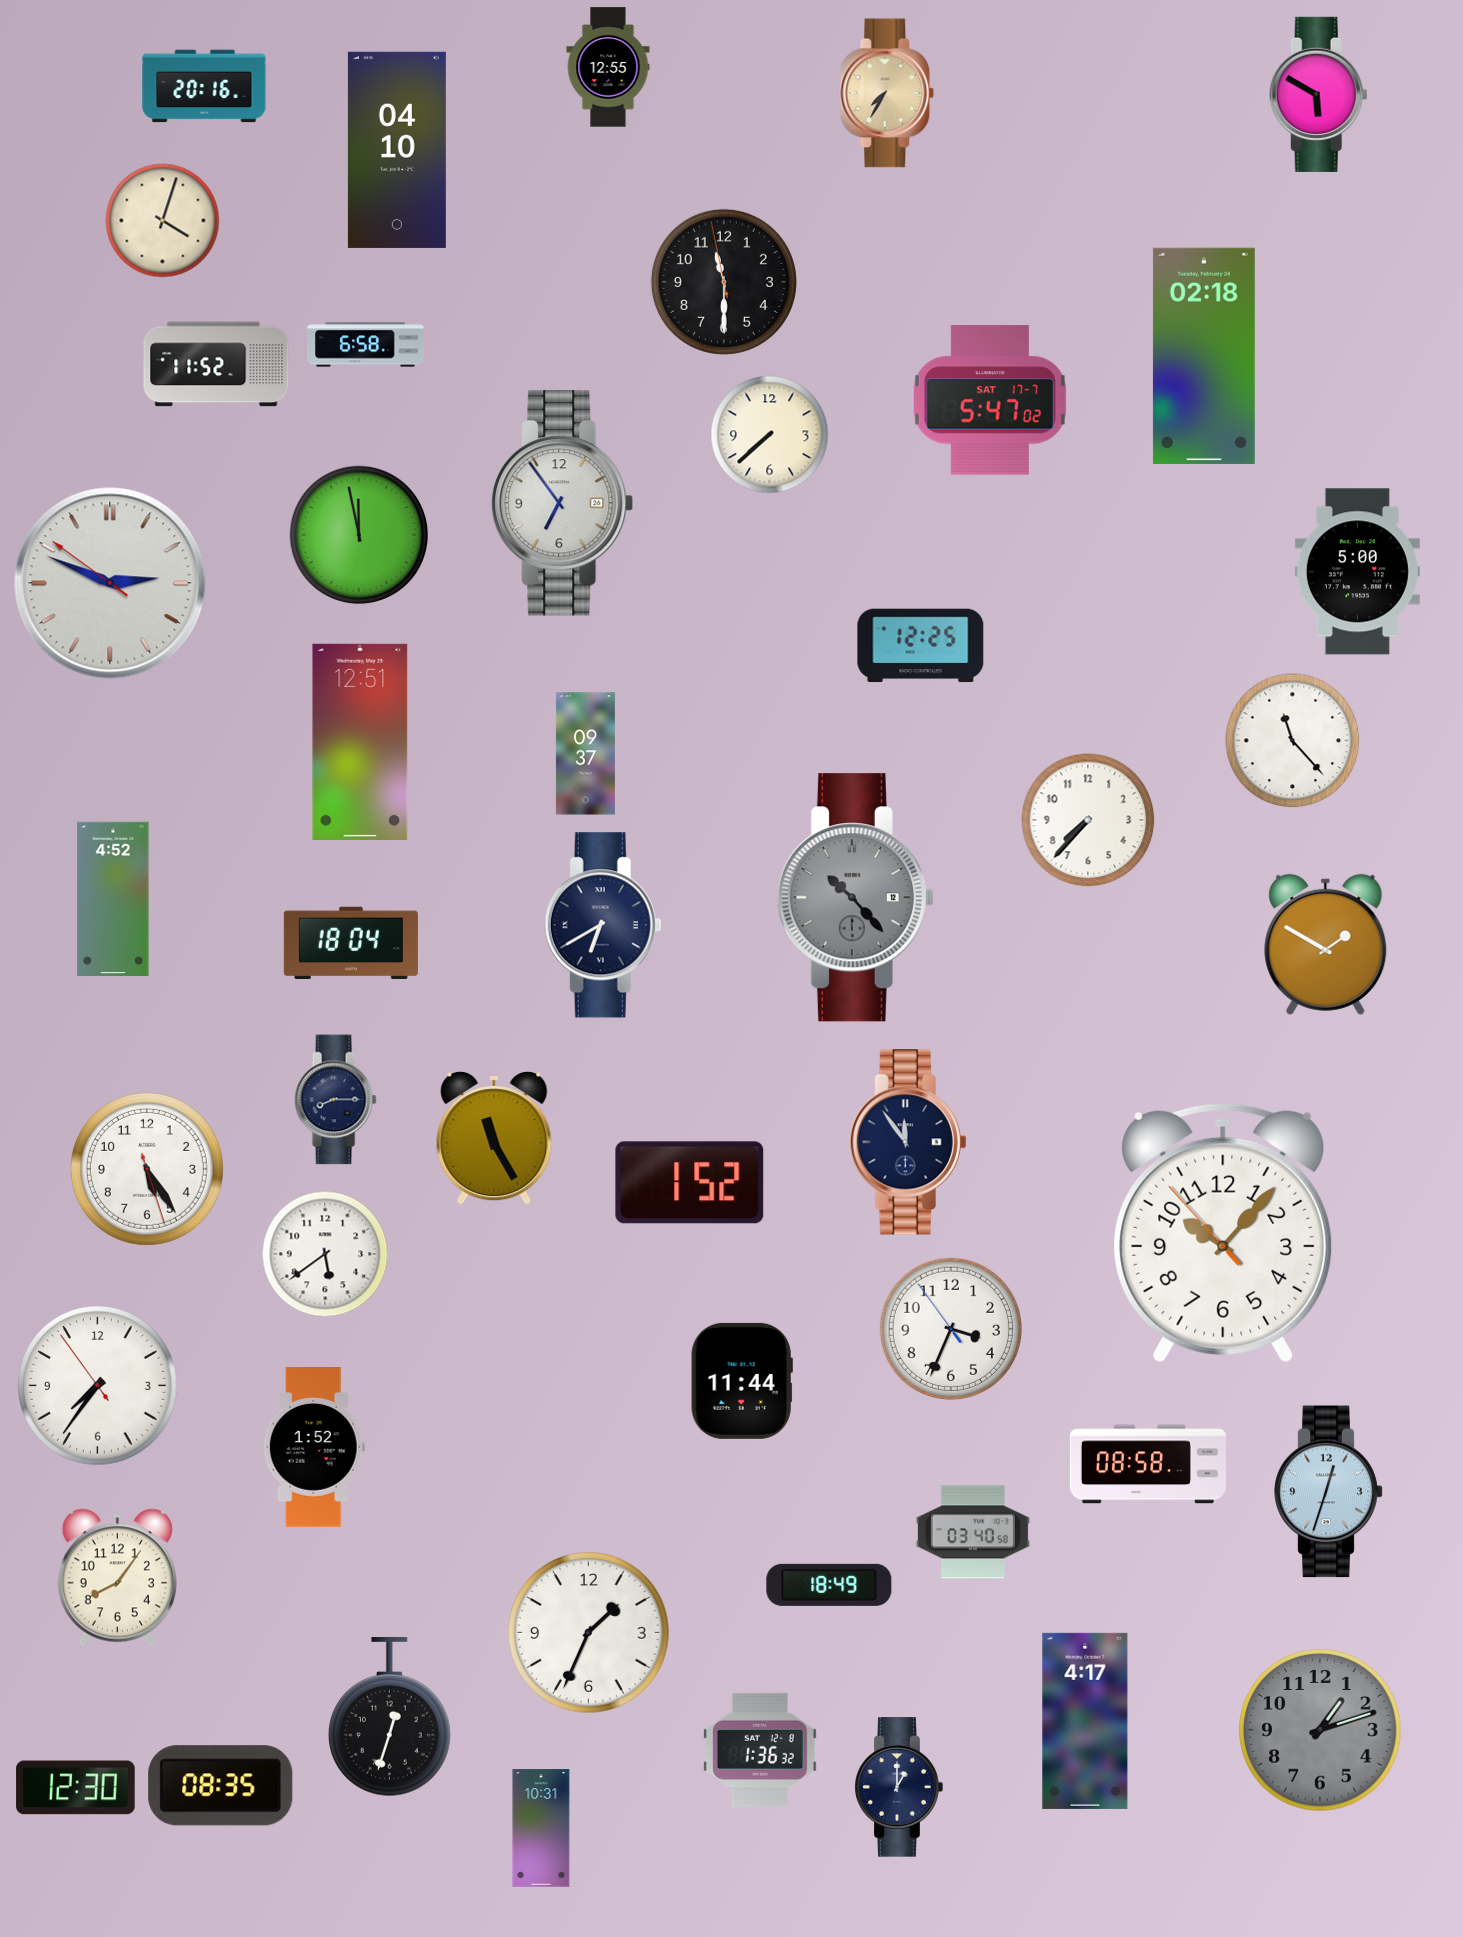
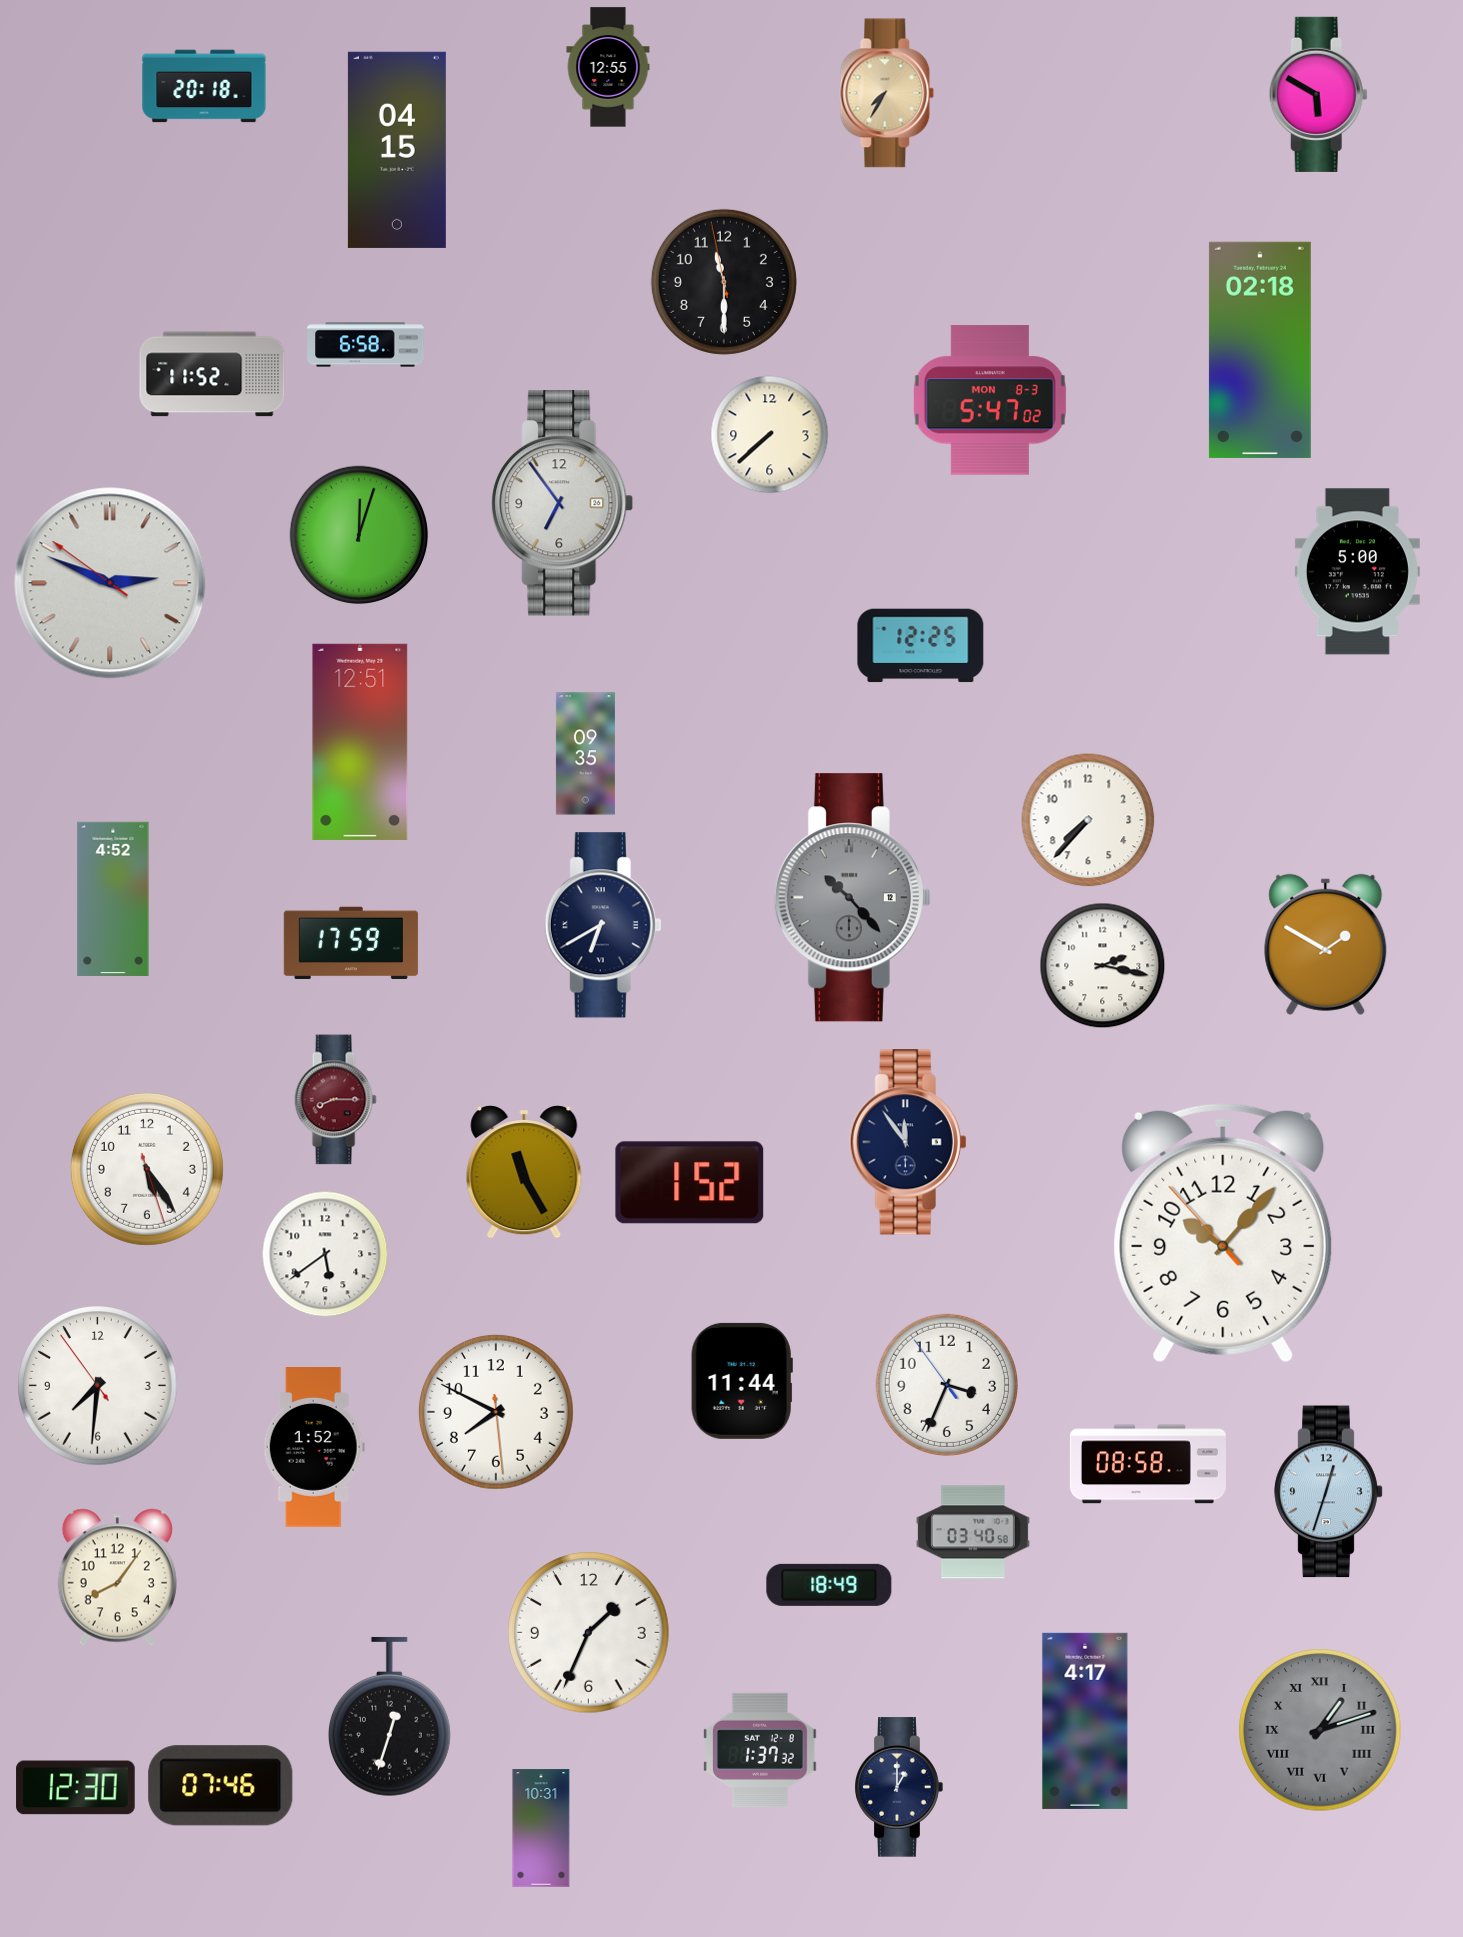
clock at (204, 86): 20:16 -> 20:18
clock at (397, 150): 04:10 -> 04:15
clock at (163, 221): 4:03 -> none
clock at (1204, 356) position: (1204, 356) -> (1260, 350)
clock at (216, 364) position: (216, 364) -> (212, 374)
clock at (990, 400) date: SAT 17-7 -> MON 8-3
clock at (359, 535): 11:58 -> 12:03
clock at (1293, 741): 11:23 -> none
clock at (585, 754): 09:37 -> 09:35
clock at (855, 898) position: (855, 898) -> (852, 898)
clock at (351, 942): 18:04 -> 17:59
clock at (1103, 966): none -> 2:17
clock at (335, 1100) dial: navy -> burgundy
clock at (494, 1139) position: (494, 1139) -> (524, 1173)
clock at (951, 1329) position: (951, 1329) -> (947, 1385)
clock at (98, 1386): 7:35 -> 7:30
clock at (496, 1412): none -> 7:49
clock at (1320, 1730) numerals: Arabic -> Roman
clock at (760, 1750): 1:36 -> 1:37
clock at (221, 1786): 08:35 -> 07:46
